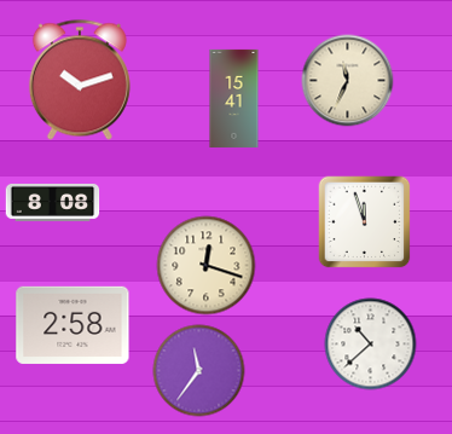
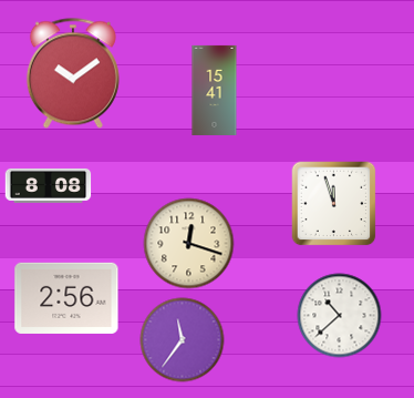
clock at (80, 80): 10:12 -> 10:09
clock at (348, 81): 11:34 -> none
clock at (73, 325): 2:58 -> 2:56
